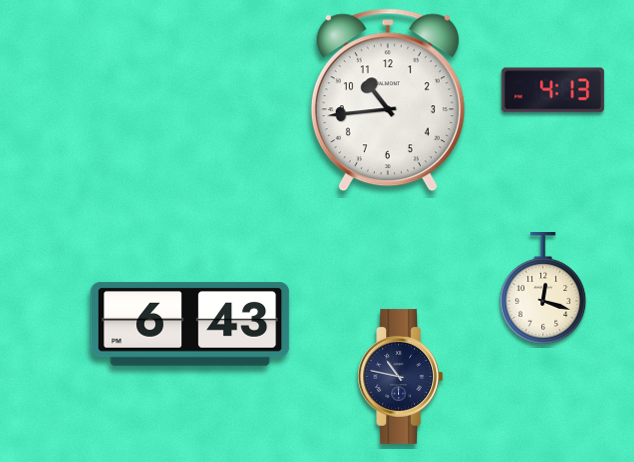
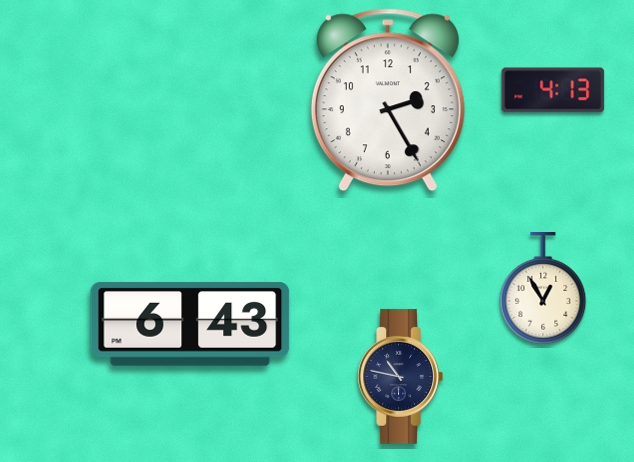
clock at (388, 100): 10:44 -> 2:25
clock at (543, 289): 12:18 -> 12:55
